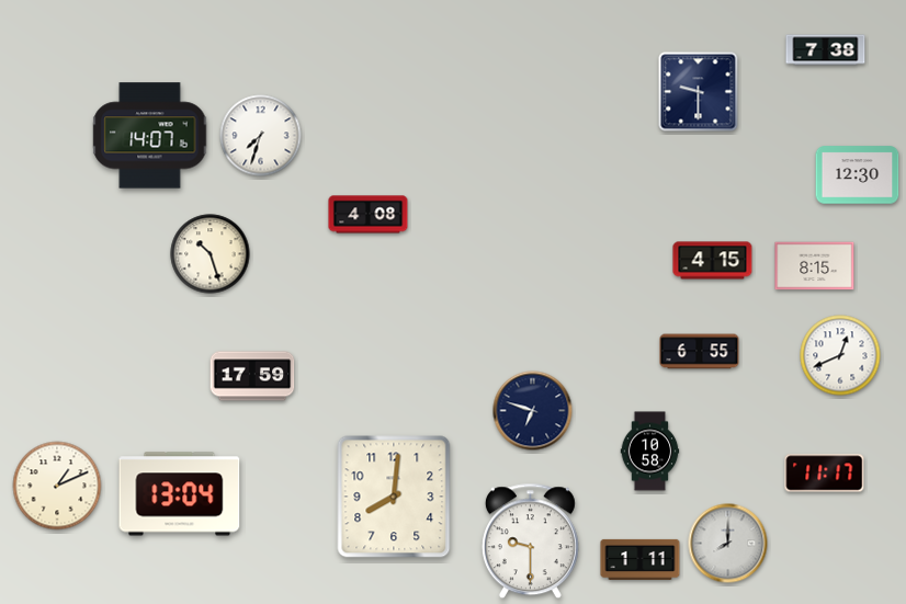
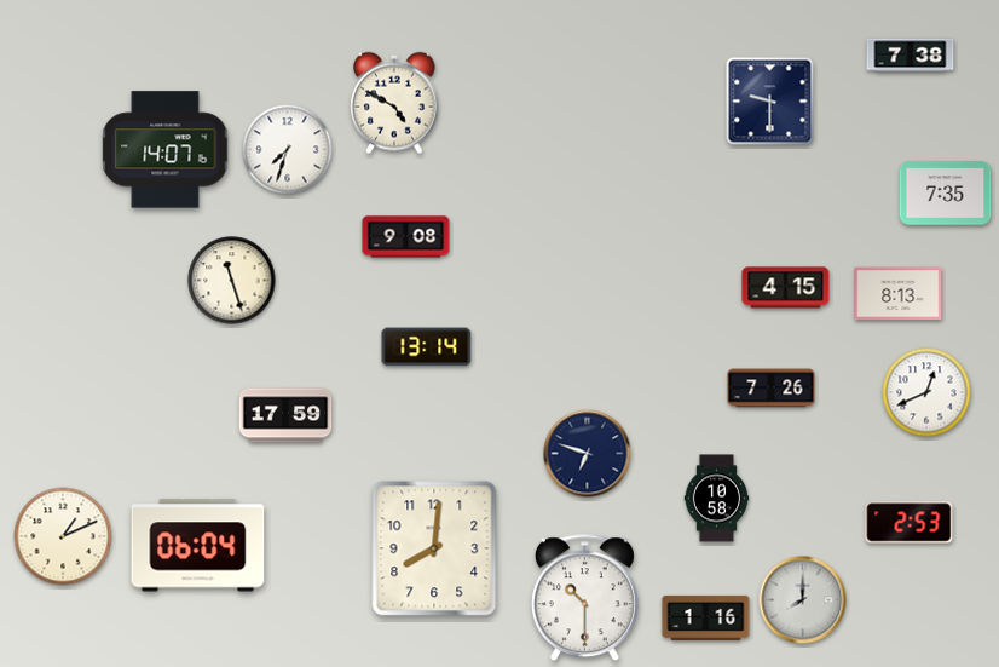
clock at (394, 103): none -> 4:50
clock at (858, 175): 12:30 -> 7:35
clock at (369, 215): 4:08 -> 9:08
clock at (211, 254): 10:27 -> 11:27
clock at (815, 266): 8:15 -> 8:13
clock at (427, 347): none -> 13:14
clock at (700, 352): 6:55 -> 7:26
clock at (252, 376) position: (252, 376) -> (285, 415)
clock at (825, 474): 11:17 -> 2:53
clock at (180, 494): 13:04 -> 06:04
clock at (530, 542): 9:30 -> 10:30
clock at (641, 559): 1:11 -> 1:16
